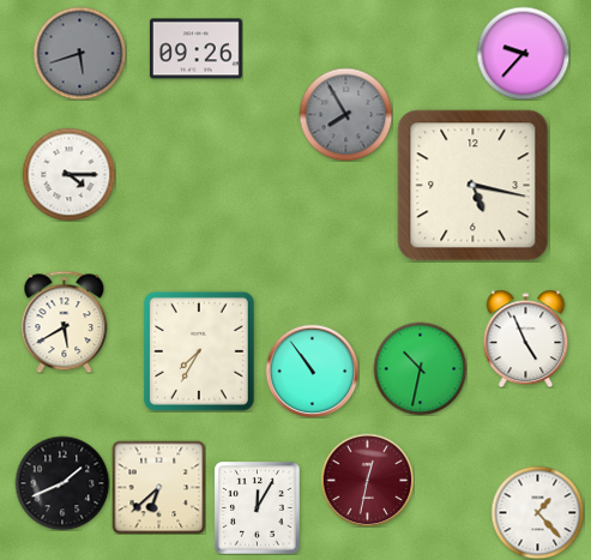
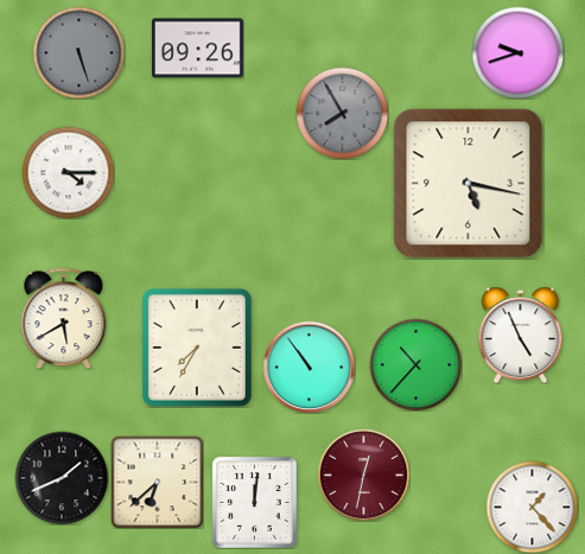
clock at (195, 49) position: (195, 49) -> (197, 49)
clock at (79, 53): 5:42 -> 5:27
clock at (523, 53): 9:37 -> 9:42
clock at (420, 368): 10:32 -> 10:37
clock at (258, 507): 12:05 -> 12:01
